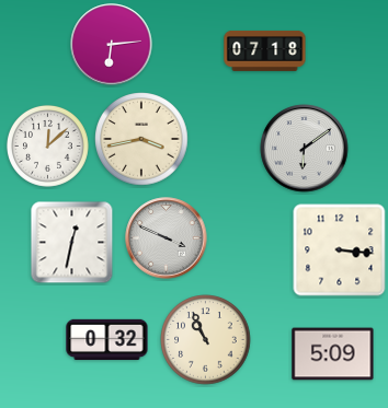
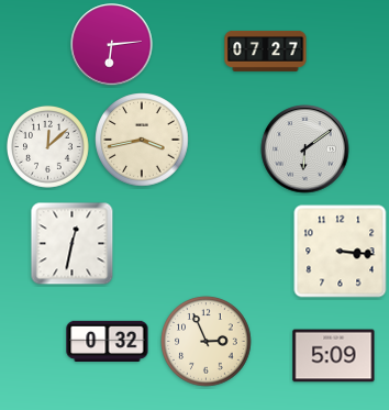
clock at (265, 50): 07:18 -> 07:27
clock at (167, 238): 3:49 -> none
clock at (206, 340): 10:56 -> 2:56
